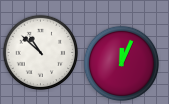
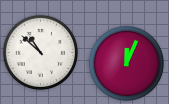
clock at (122, 64) position: (122, 64) -> (127, 64)
